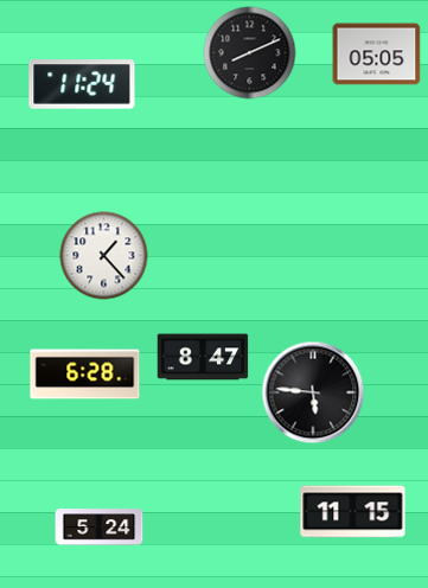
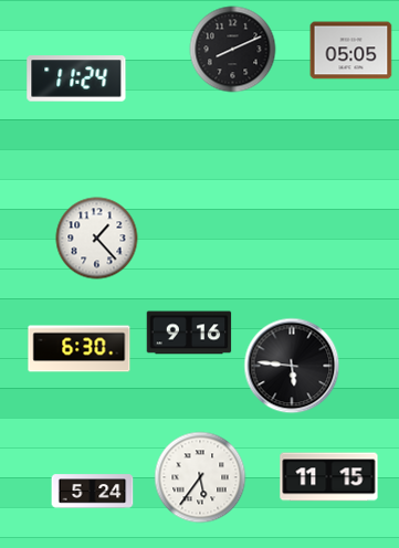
clock at (203, 357): 8:47 -> 9:16
clock at (85, 375): 6:28 -> 6:30
clock at (200, 477): none -> 5:36
